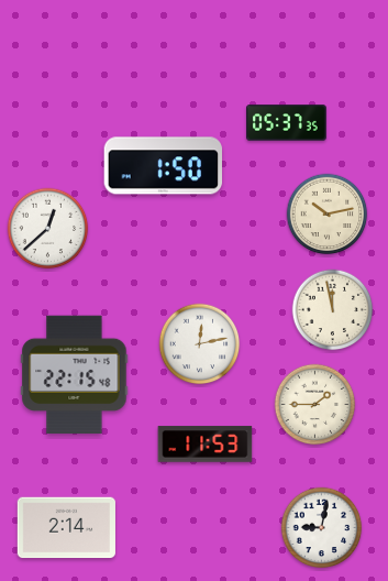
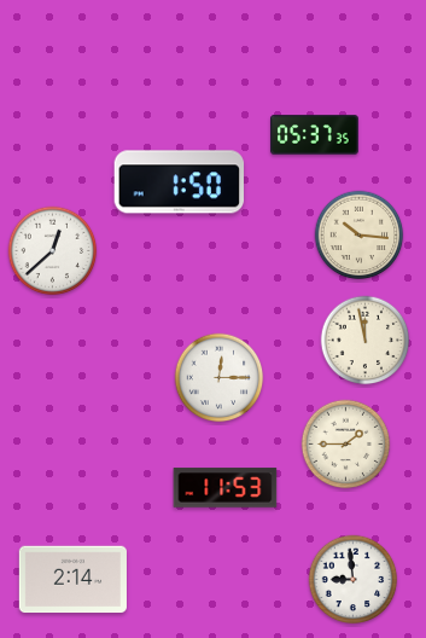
clock at (328, 215): 10:13 -> 10:16
clock at (200, 344): 12:13 -> 12:15
clock at (75, 375): 22:15 -> none
clock at (322, 528): 9:02 -> 8:59
